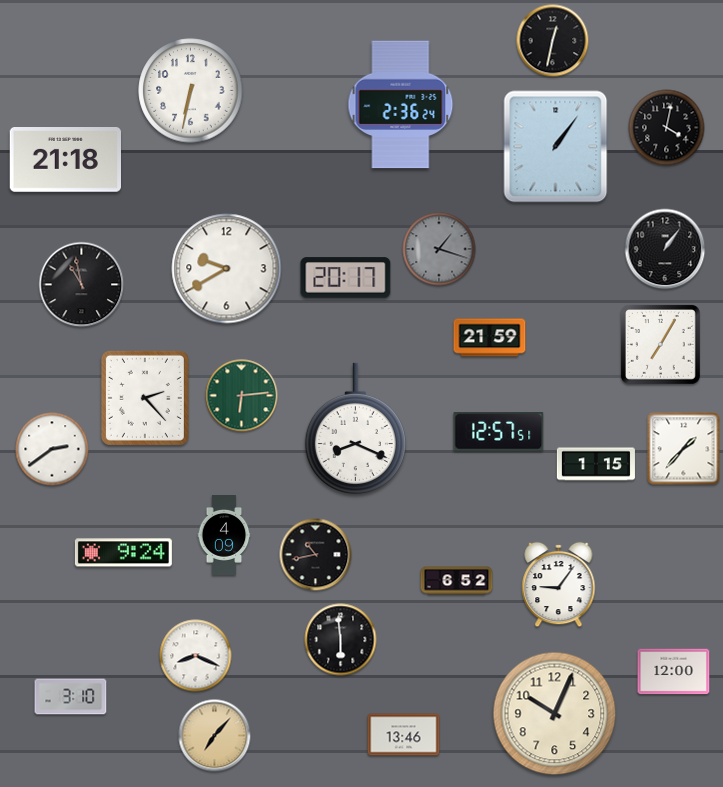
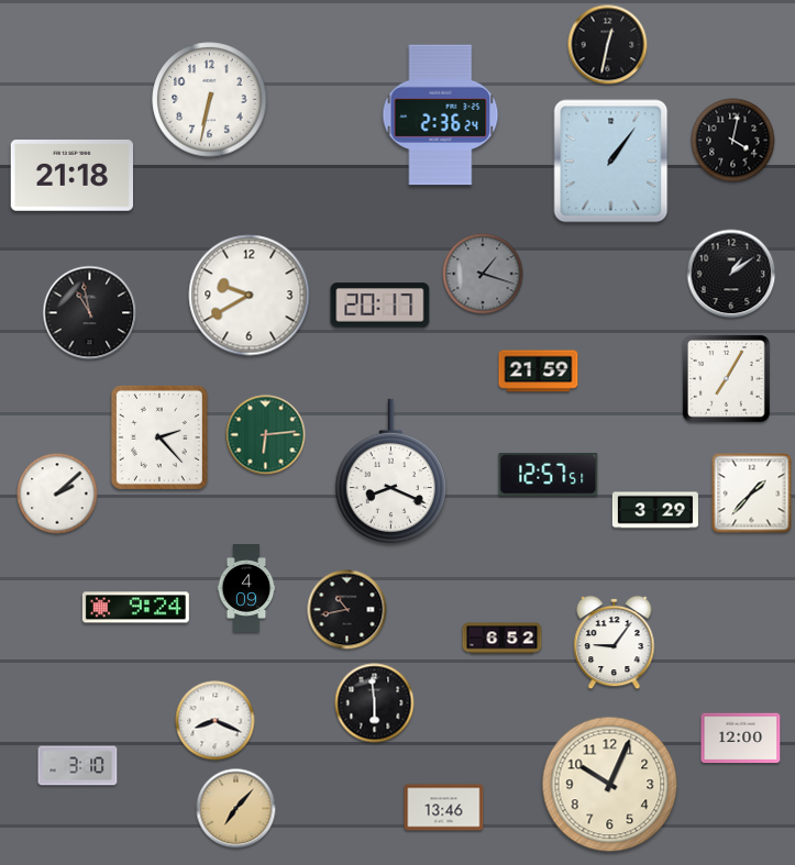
clock at (665, 249): 1:06 -> 1:09
clock at (52, 449): 2:39 -> 2:08
clock at (596, 464): 1:15 -> 3:29
